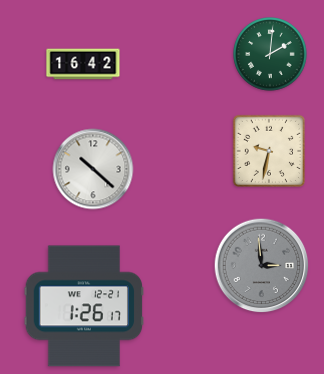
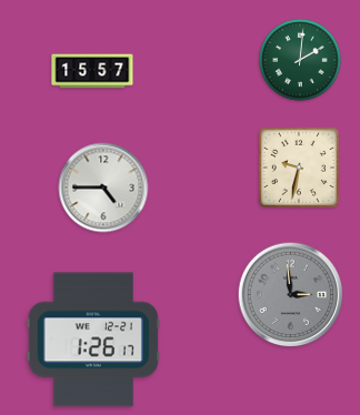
clock at (83, 64): 16:42 -> 15:57
clock at (93, 169): 10:22 -> 4:45
